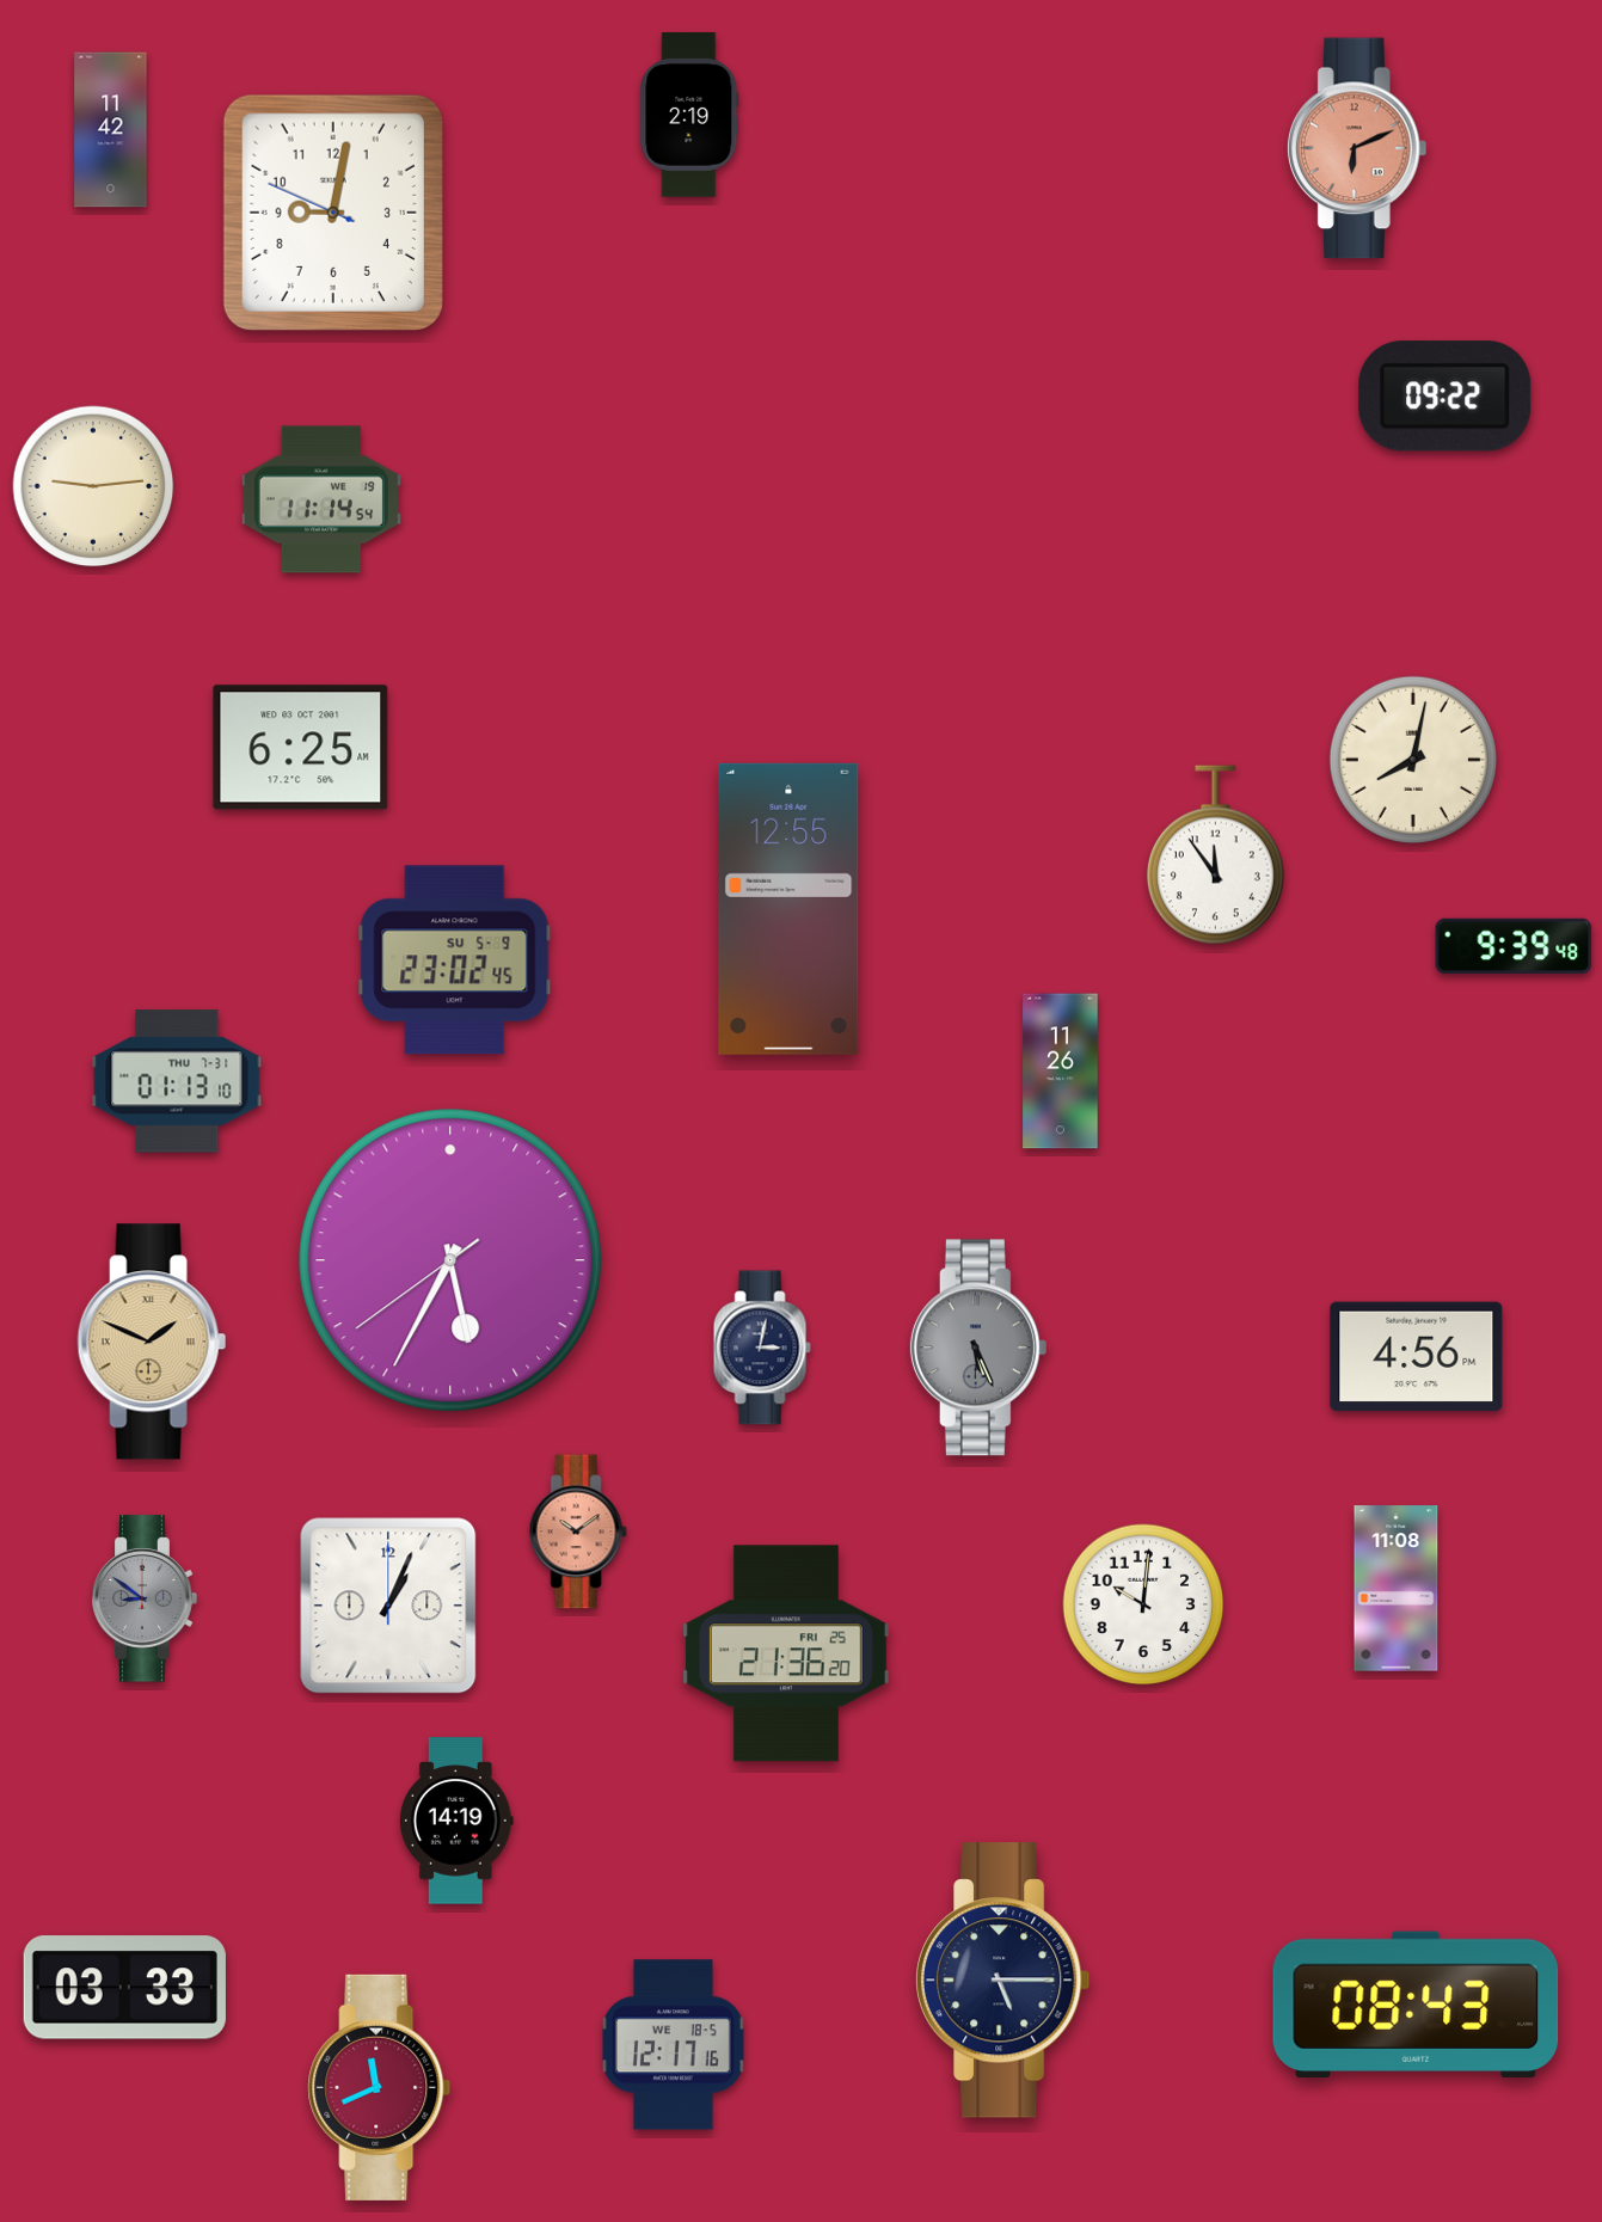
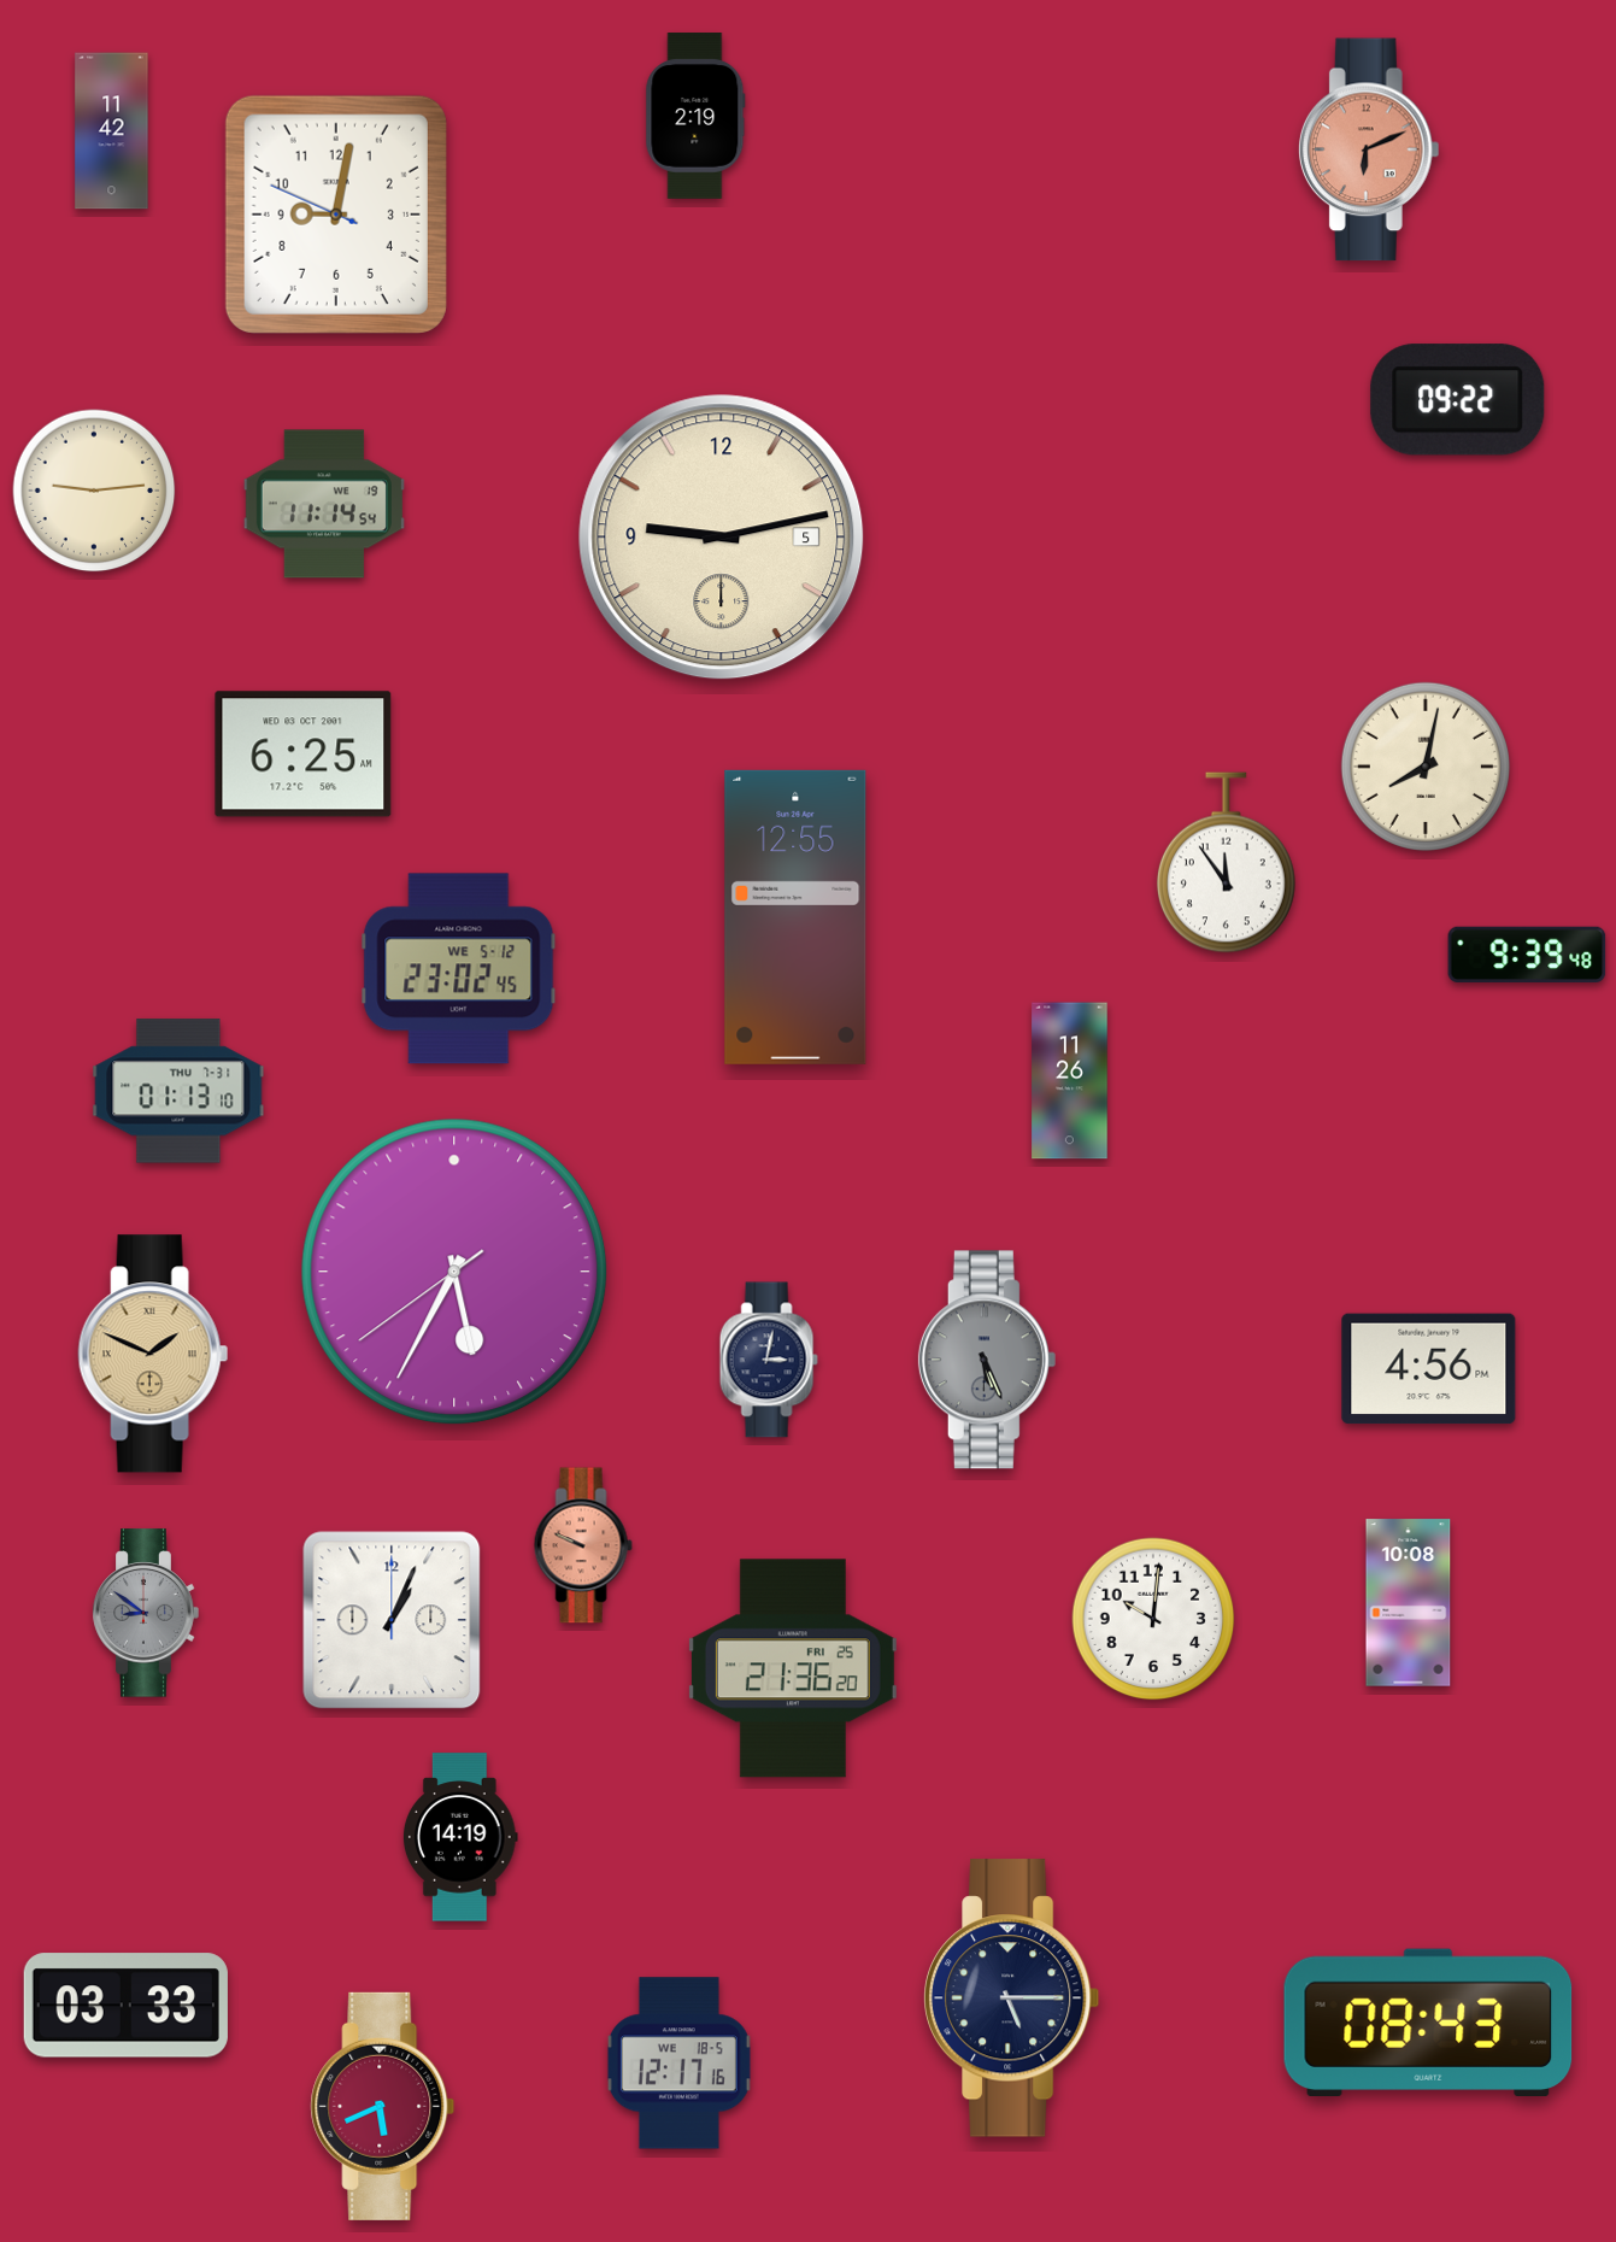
clock at (722, 538): none -> 9:13
clock at (455, 960) date: SU 5-9 -> WE 5-12
clock at (578, 1532): 10:09 -> 9:49
clock at (1397, 1589): 11:08 -> 10:08
clock at (380, 2087): 11:41 -> 5:41
